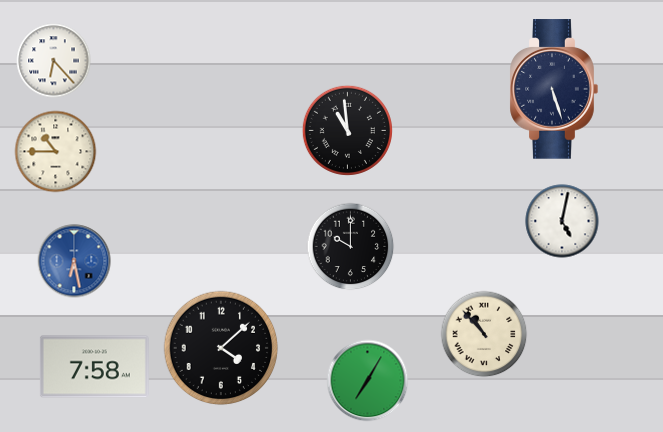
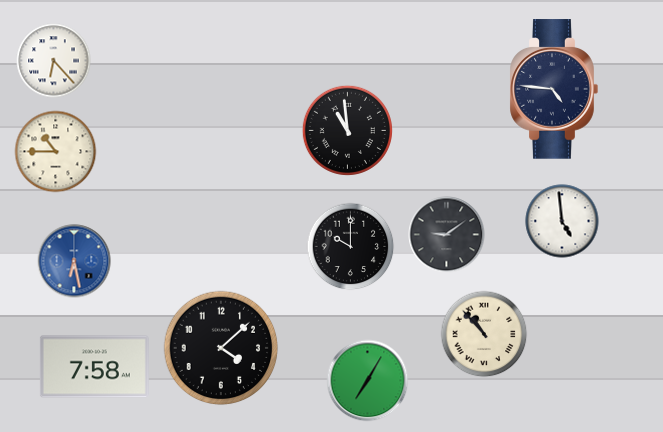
clock at (554, 89): 5:27 -> 4:46
clock at (562, 221): 5:02 -> 4:59
clock at (447, 235): none -> 9:09
